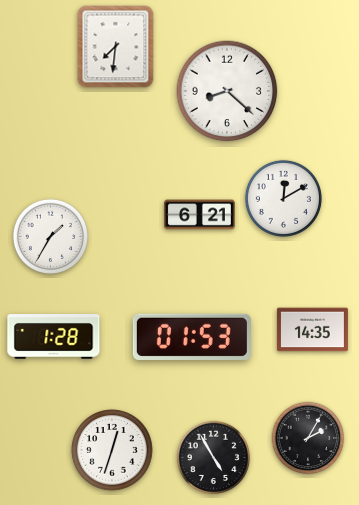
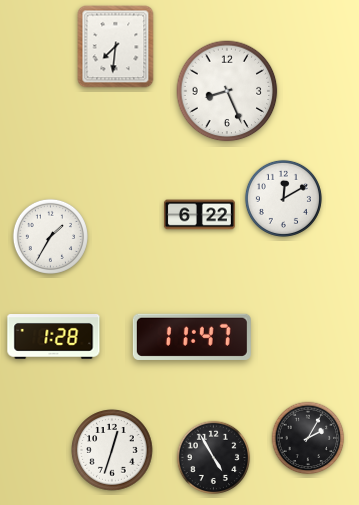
clock at (227, 91): 8:22 -> 8:26
clock at (199, 215): 6:21 -> 6:22
clock at (312, 330): 14:35 -> none
clock at (192, 337): 01:53 -> 11:47
